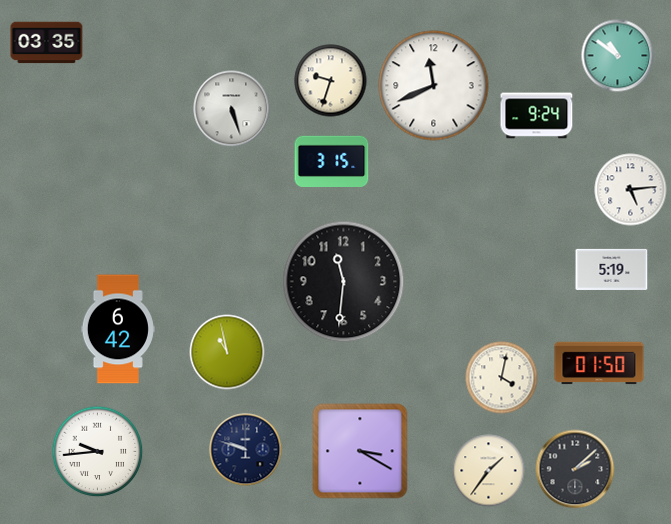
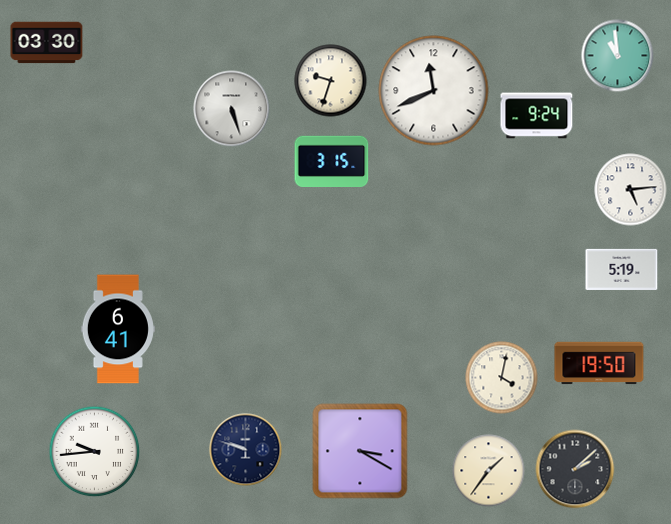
clock at (47, 43): 03:35 -> 03:30
clock at (618, 56): 10:51 -> 10:59
clock at (434, 86) position: (434, 86) -> (434, 91)
clock at (612, 269) position: (612, 269) -> (622, 269)
clock at (344, 282): 11:31 -> none
clock at (118, 329): 6:42 -> 6:41
clock at (227, 352): 10:58 -> none
clock at (599, 363): 01:50 -> 19:50
clock at (98, 452) position: (98, 452) -> (95, 452)
